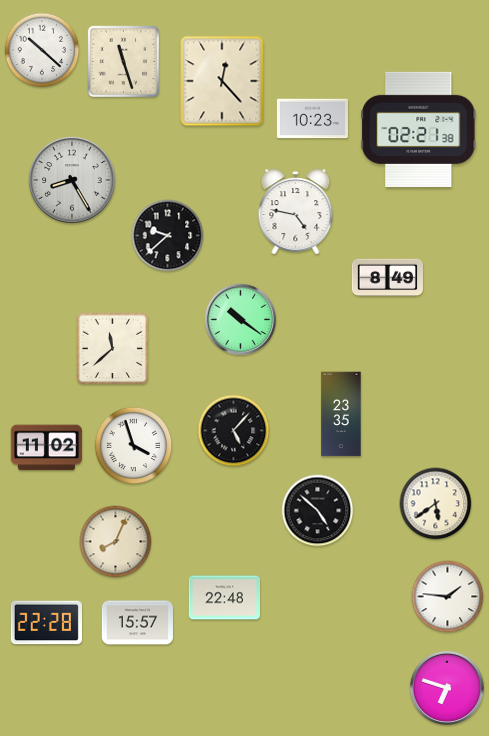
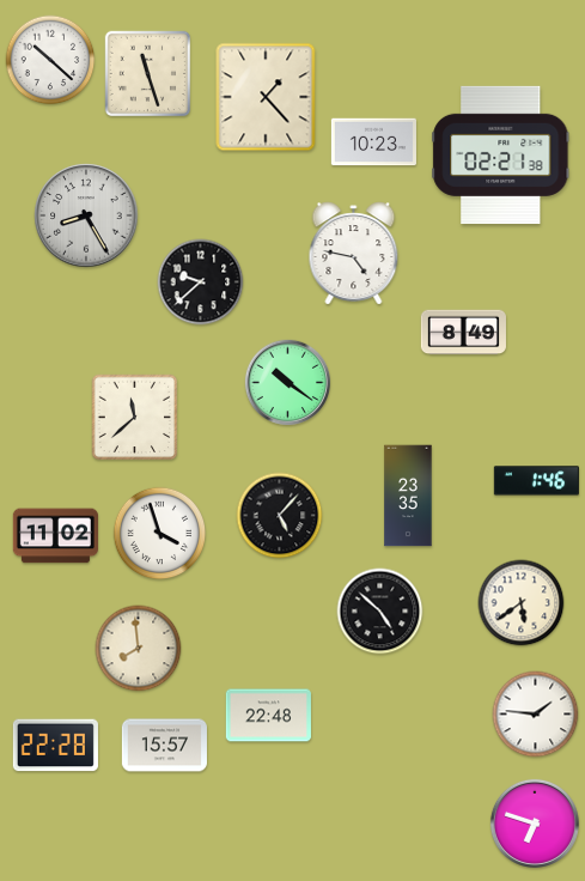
clock at (222, 81): 12:23 -> 1:23
clock at (536, 481): none -> 1:46
clock at (116, 542): 8:04 -> 7:59
